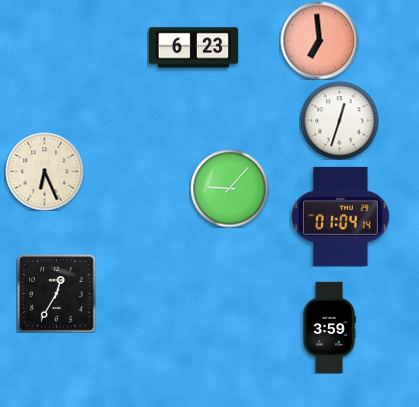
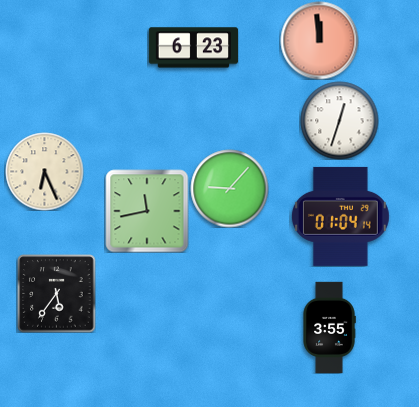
clock at (319, 40): 6:59 -> 11:59
clock at (147, 211): none -> 11:43
clock at (56, 293): 12:35 -> 5:36
clock at (329, 327): 3:59 -> 3:55
